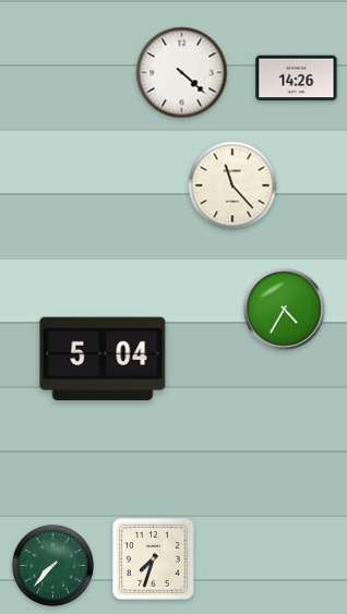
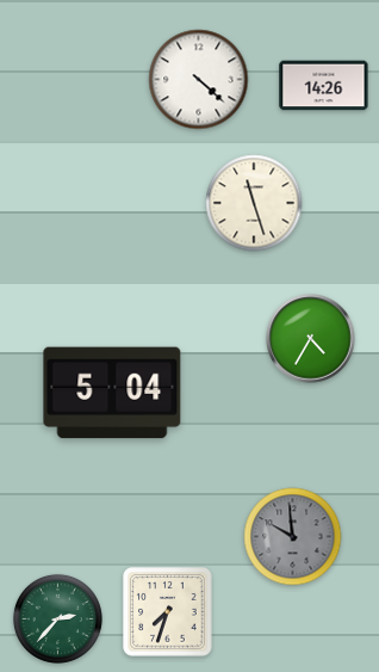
clock at (232, 185): 11:23 -> 11:27
clock at (293, 537): none -> 9:59
clock at (52, 565): 7:37 -> 2:37
